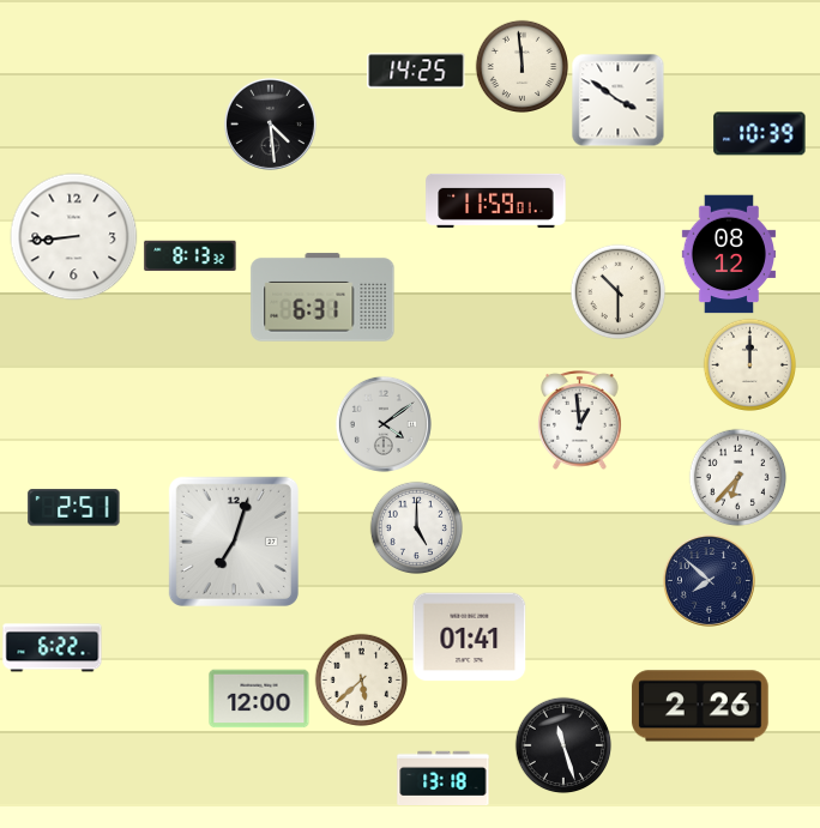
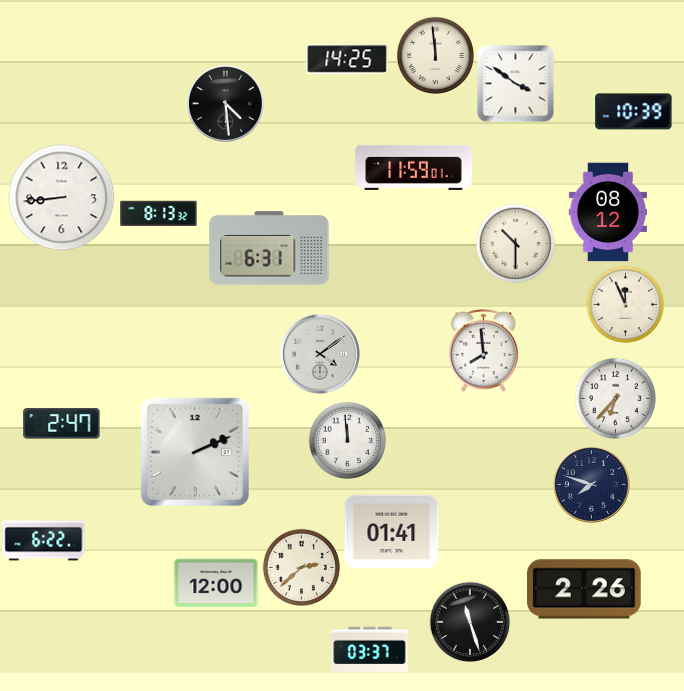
clock at (749, 364): 12:00 -> 11:56
clock at (580, 421): 12:59 -> 7:59
clock at (74, 508): 2:51 -> 2:47
clock at (416, 527): 5:00 -> 11:59
clock at (234, 542): 7:03 -> 2:11
clock at (709, 580): 7:52 -> 7:48
clock at (361, 679): 5:38 -> 2:38
clock at (444, 778): 13:18 -> 03:37
